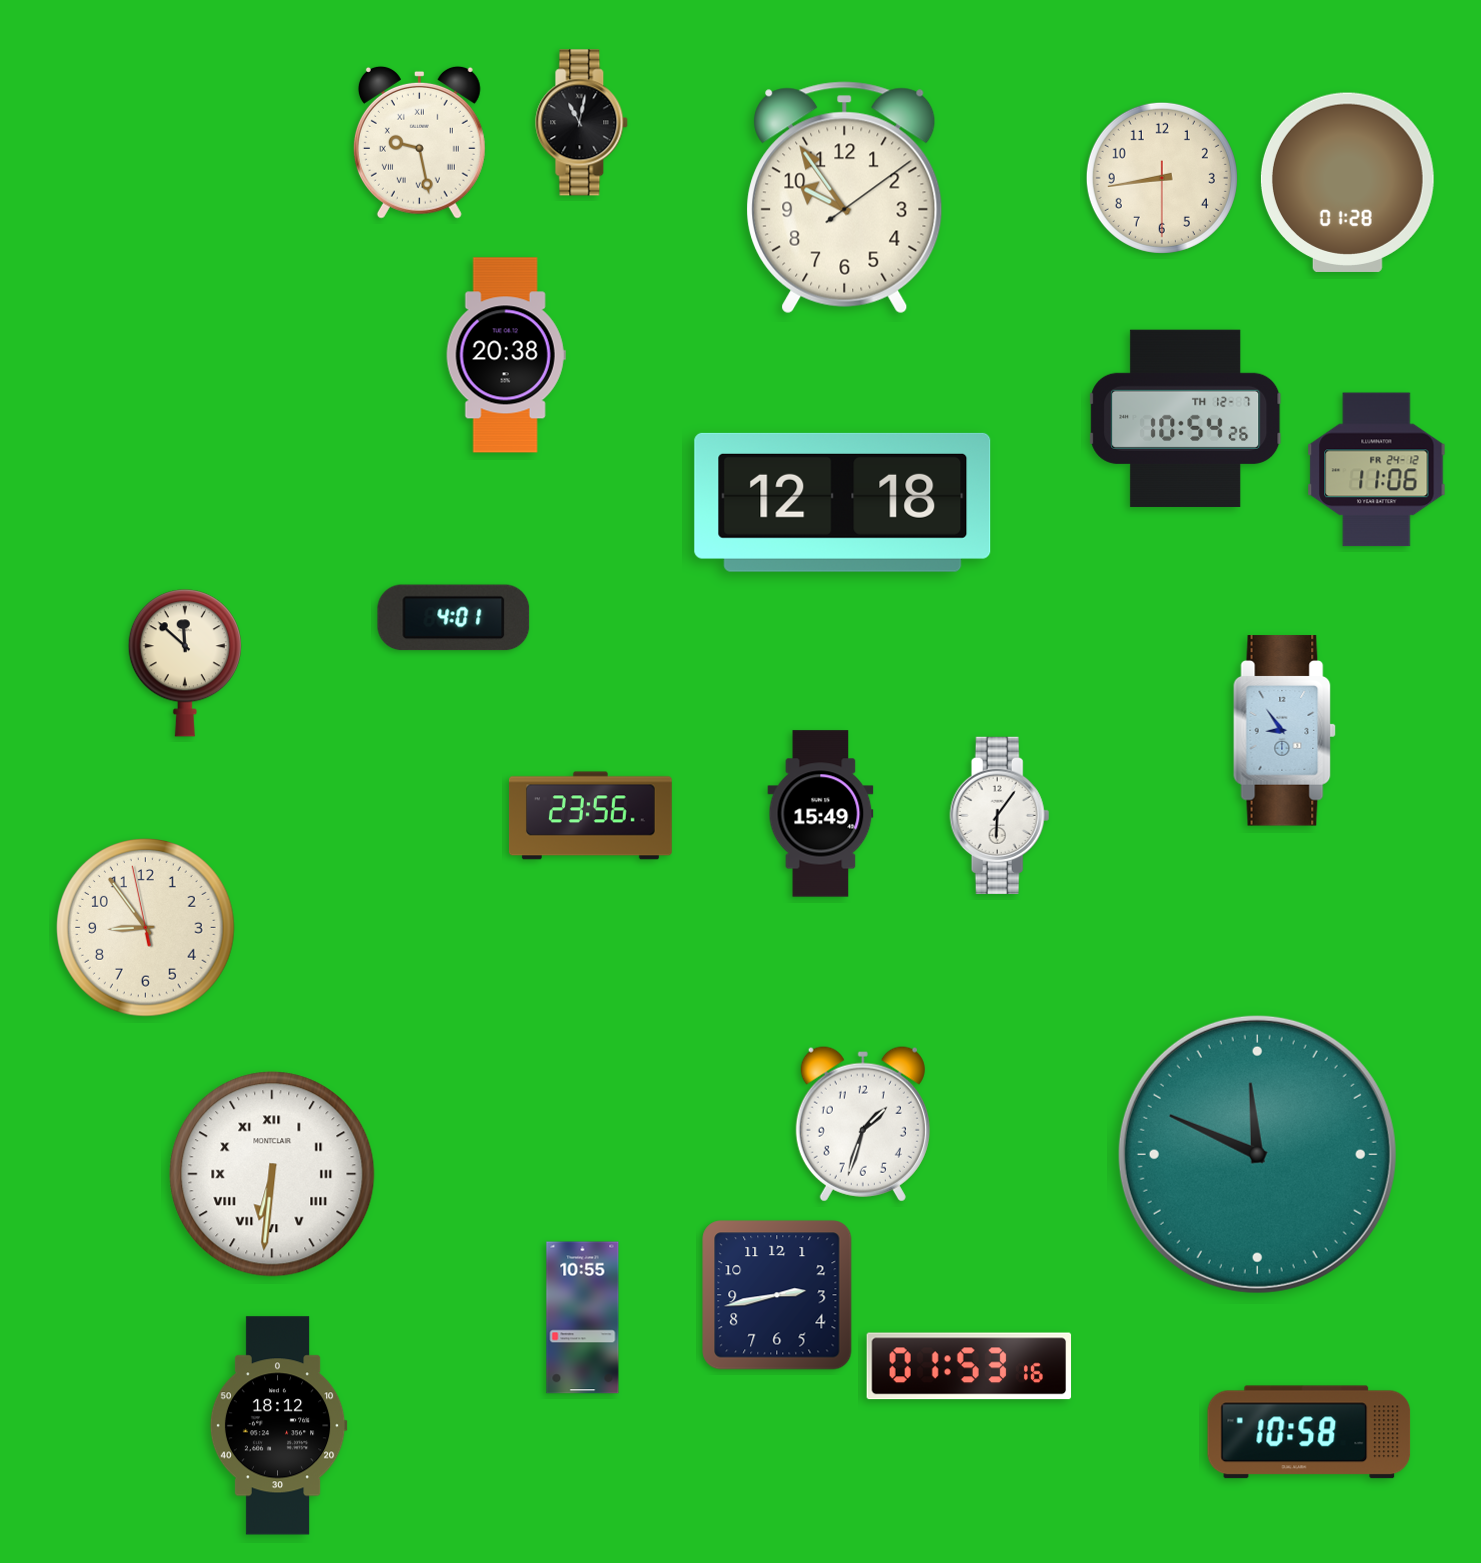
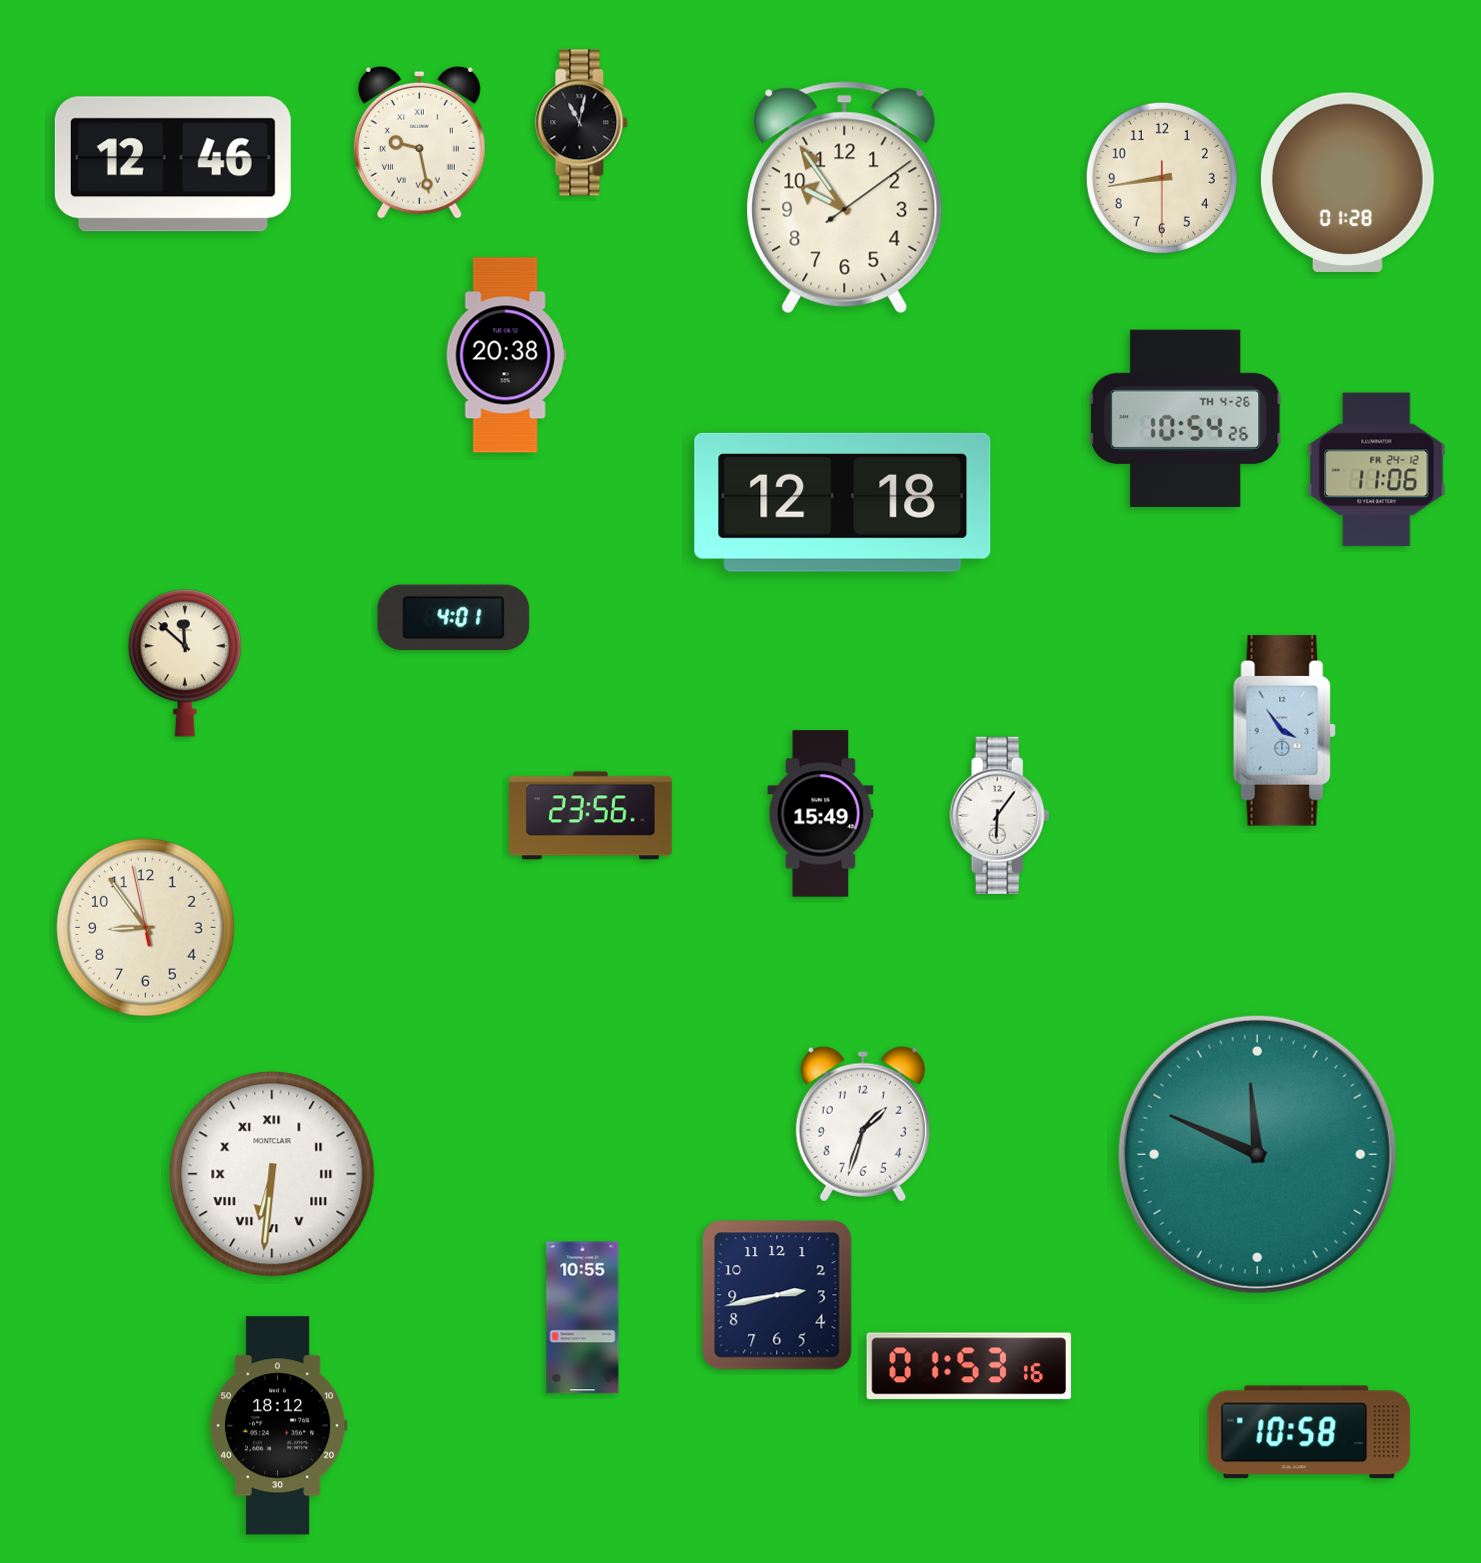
clock at (173, 164): none -> 12:46
clock at (1186, 418) date: TH 12-7 -> TH 4-26
clock at (1285, 731): 8:54 -> 3:54
